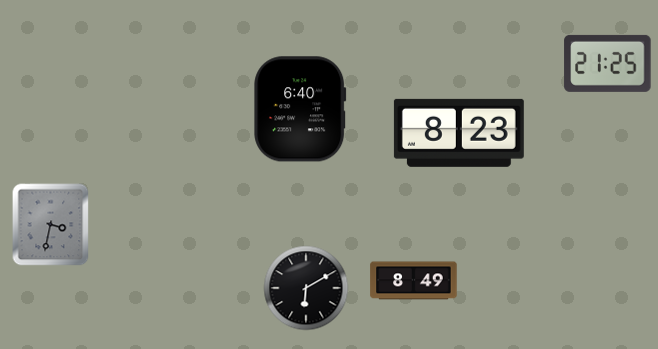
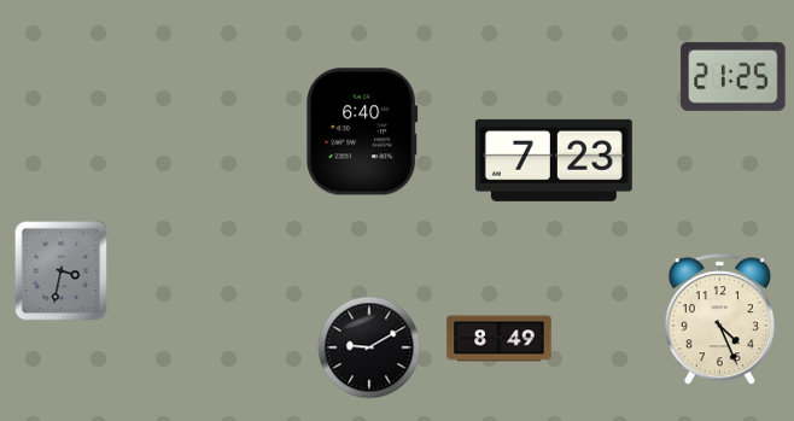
clock at (459, 133): 8:23 -> 7:23
clock at (719, 320): none -> 4:26
clock at (306, 288): 6:10 -> 9:10
